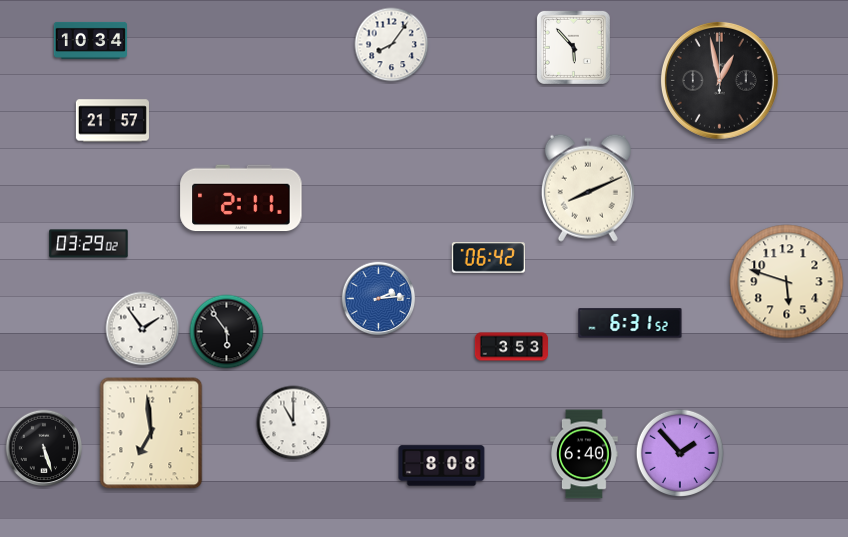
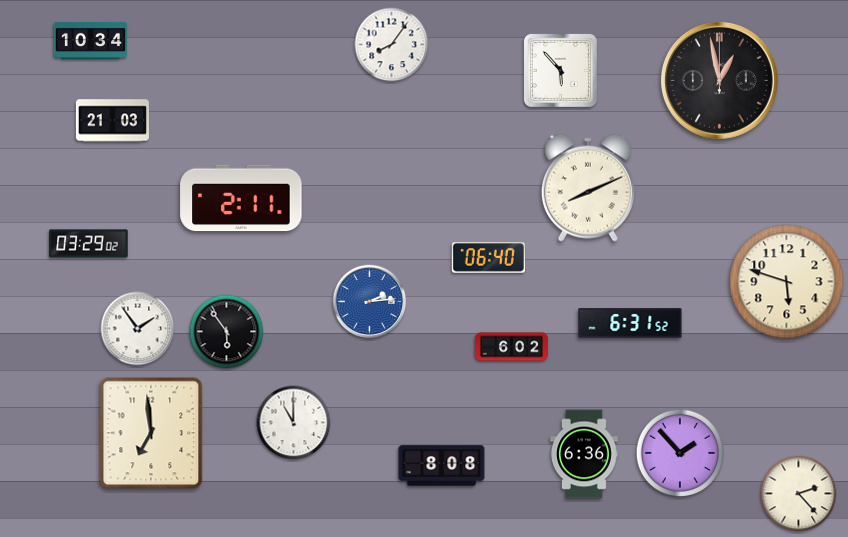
clock at (573, 47) position: (573, 47) -> (560, 70)
clock at (112, 121): 21:57 -> 21:03
clock at (488, 258): 06:42 -> 06:40
clock at (379, 299) position: (379, 299) -> (370, 302)
clock at (143, 329) position: (143, 329) -> (138, 329)
clock at (511, 347): 3:53 -> 6:02
clock at (44, 448): 5:27 -> none
clock at (584, 454): 6:40 -> 6:36
clock at (799, 494): none -> 2:23
